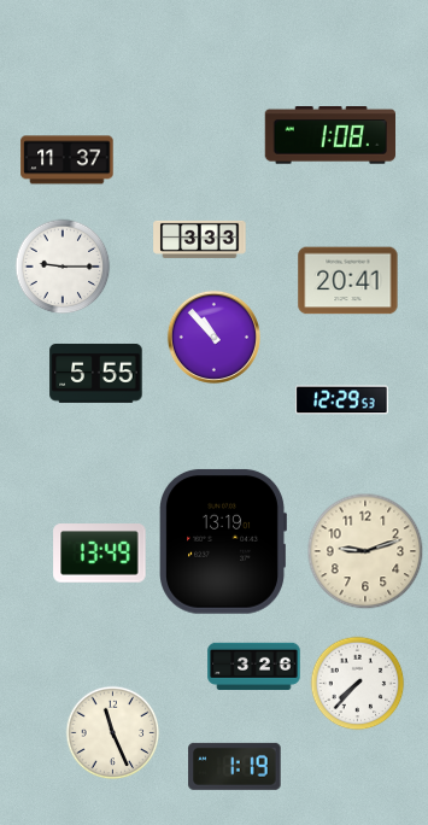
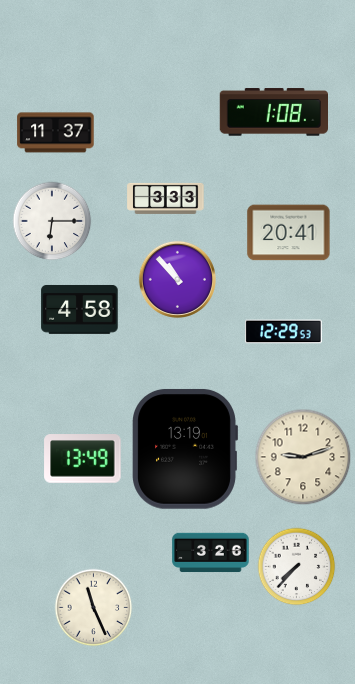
clock at (63, 267): 9:15 -> 6:15
clock at (96, 373): 5:55 -> 4:58
clock at (235, 766): 1:19 -> none
